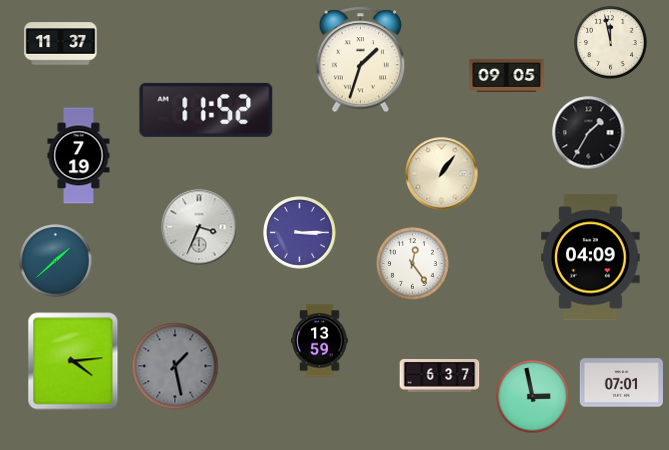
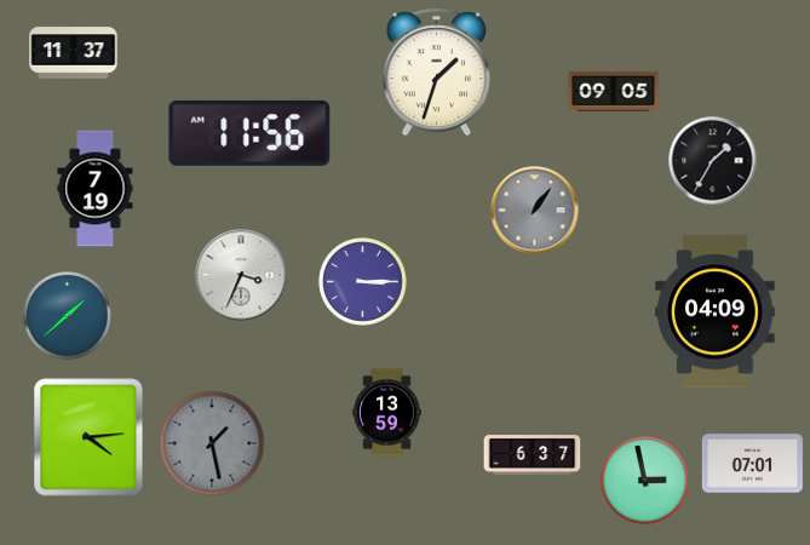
clock at (611, 43): 11:58 -> none
clock at (206, 110): 11:52 -> 11:56
clock at (442, 174) dial: cream -> grey
clock at (413, 264): 12:24 -> none
